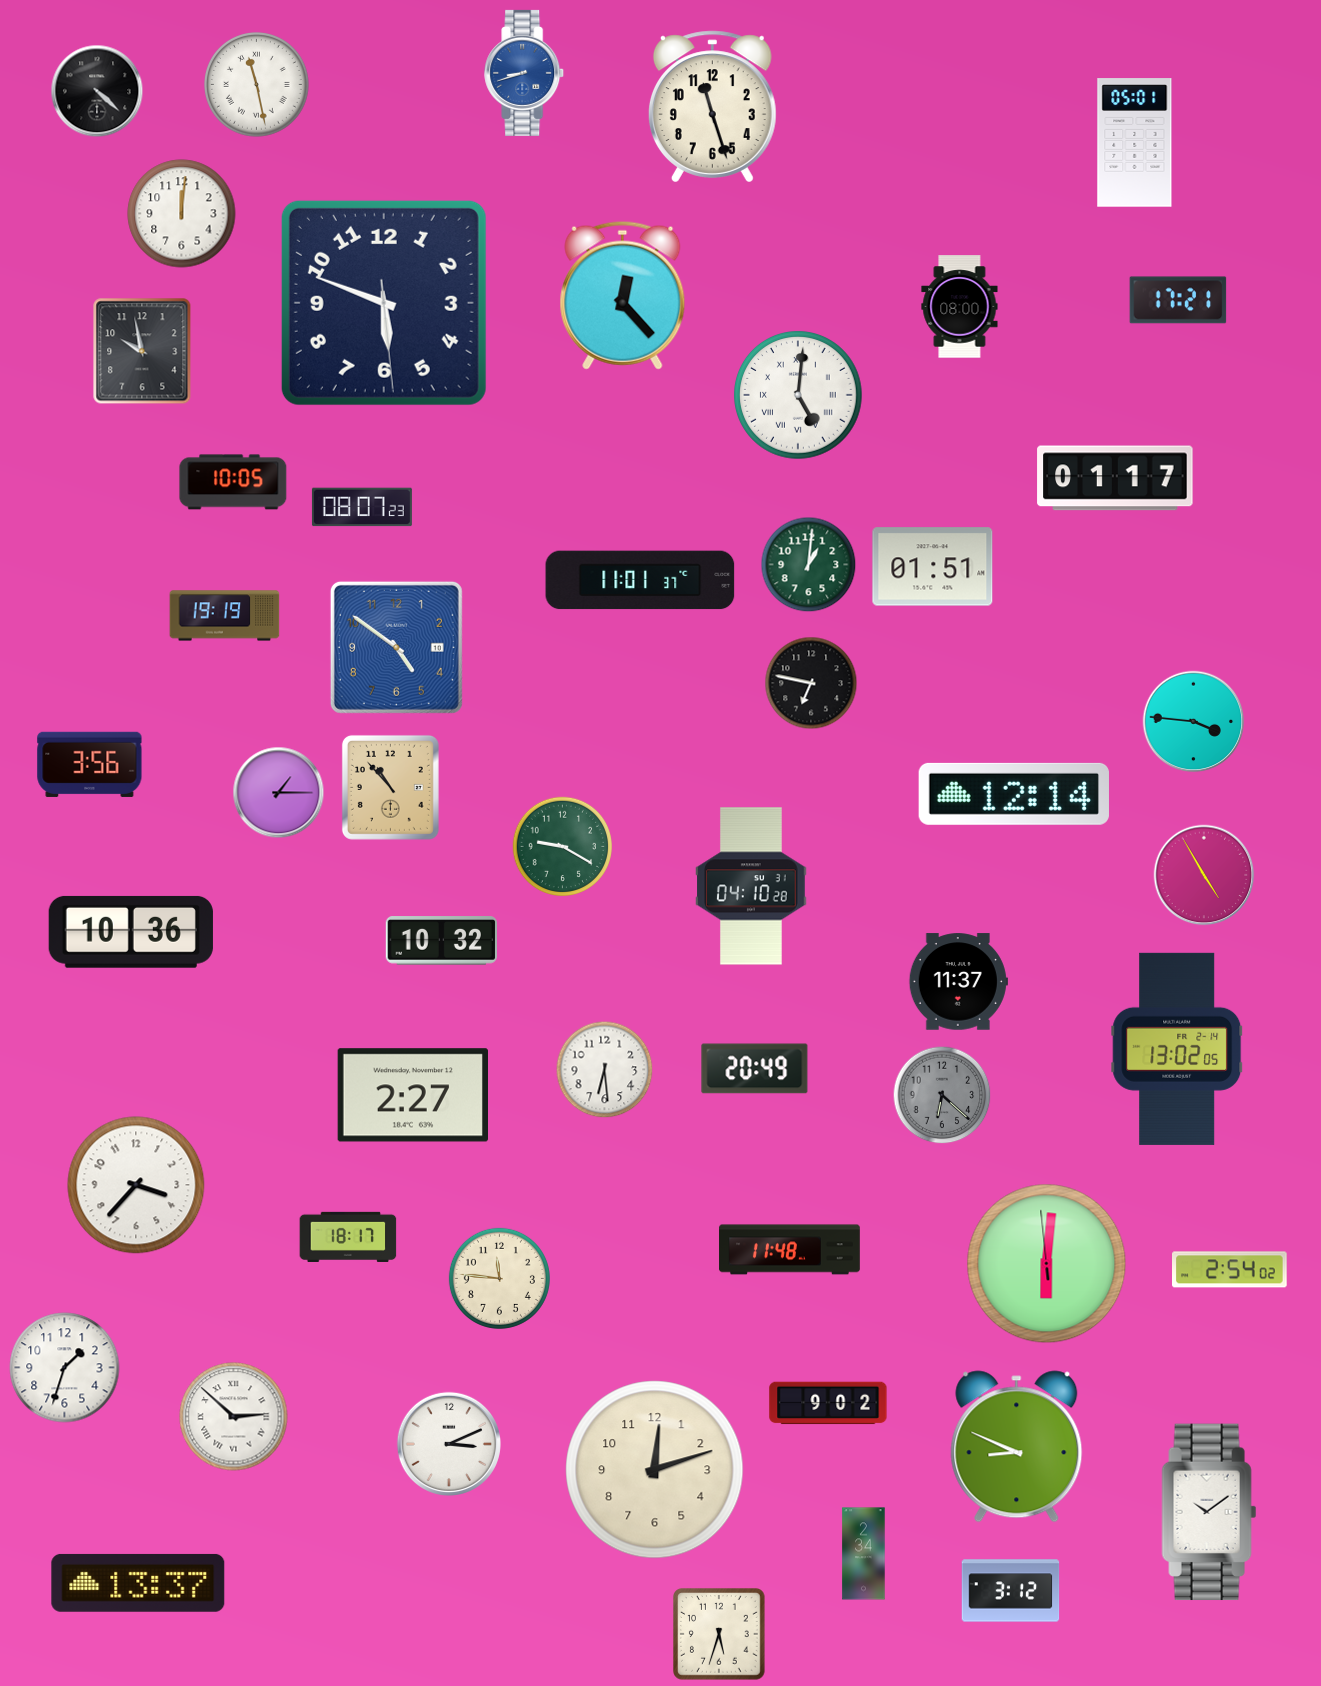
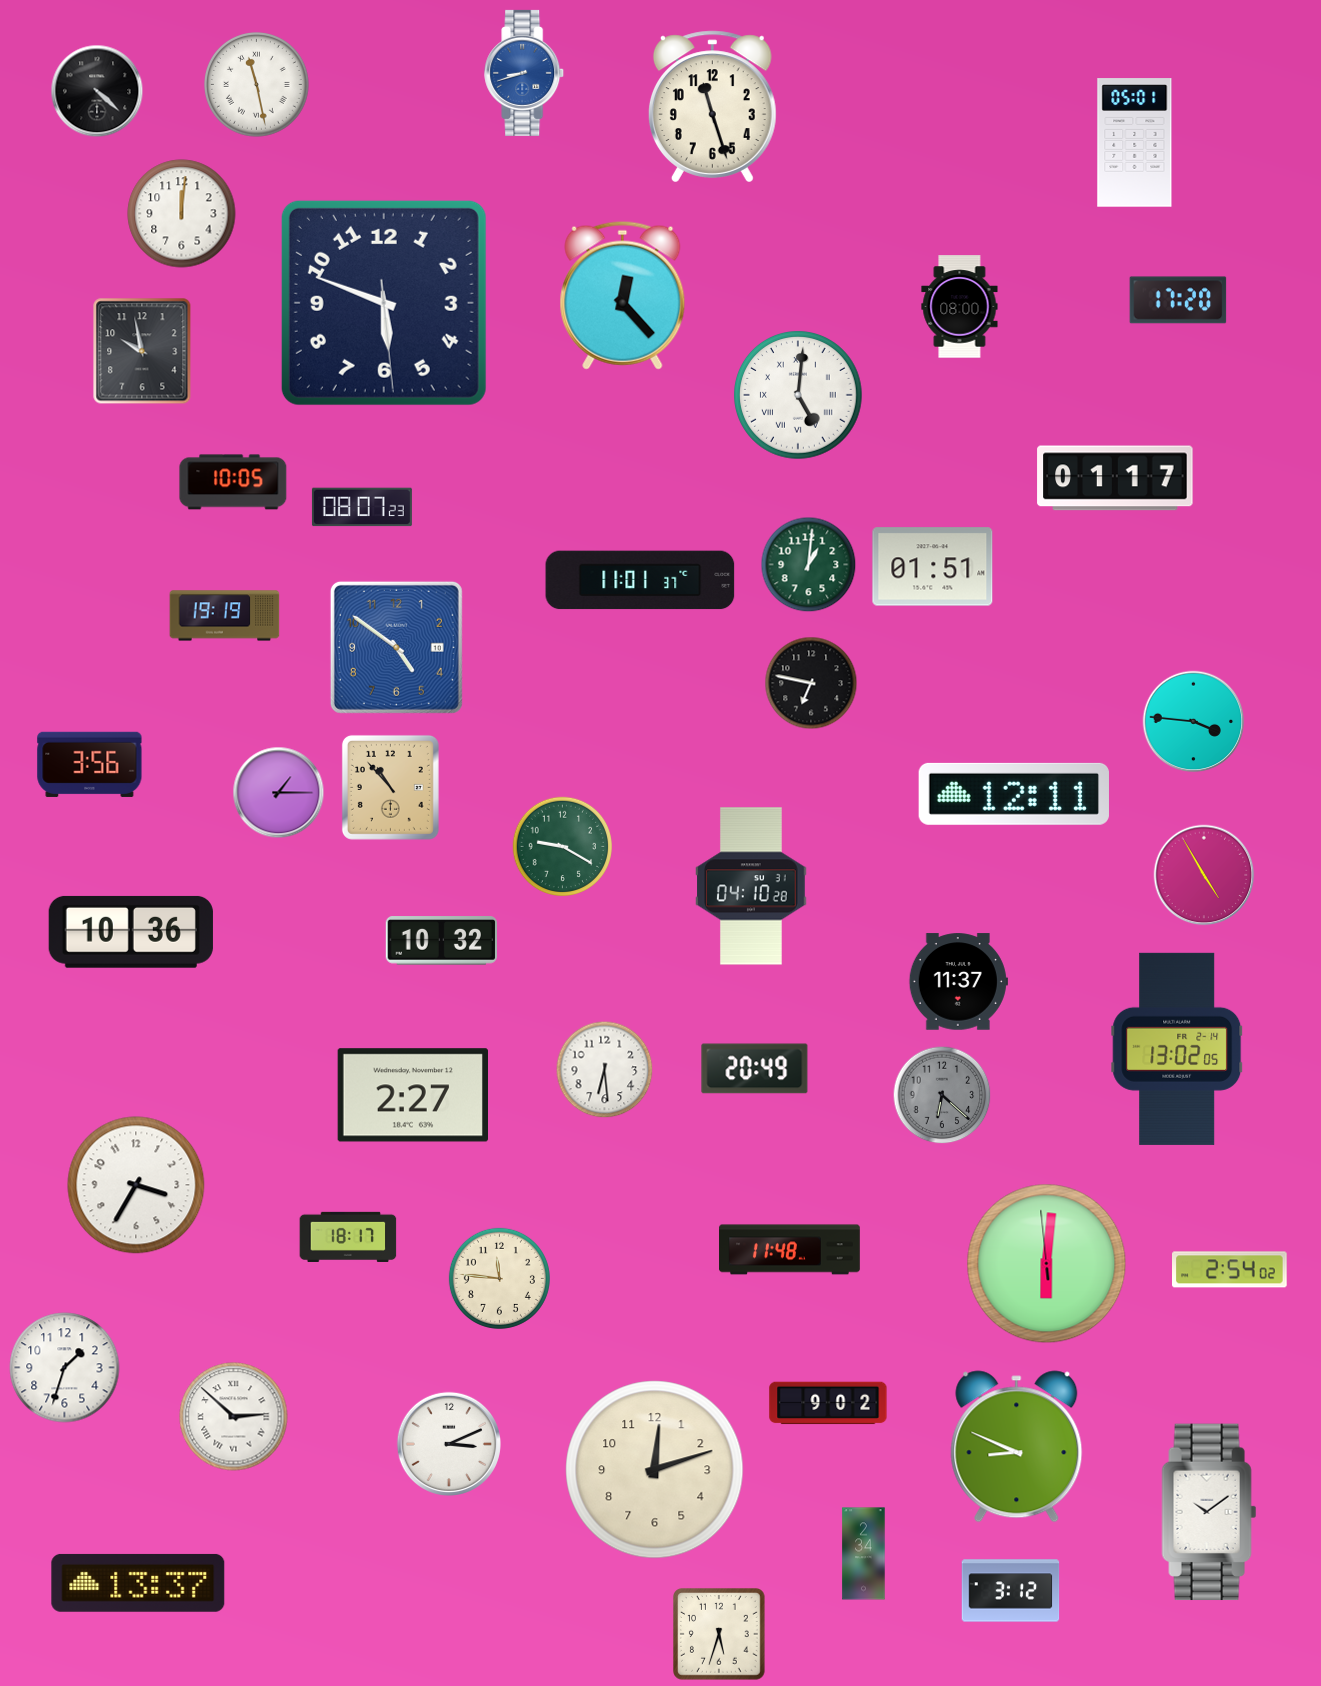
clock at (1178, 300): 17:21 -> 17:20
clock at (1014, 794): 12:14 -> 12:11
clock at (136, 1185): 3:37 -> 3:35
